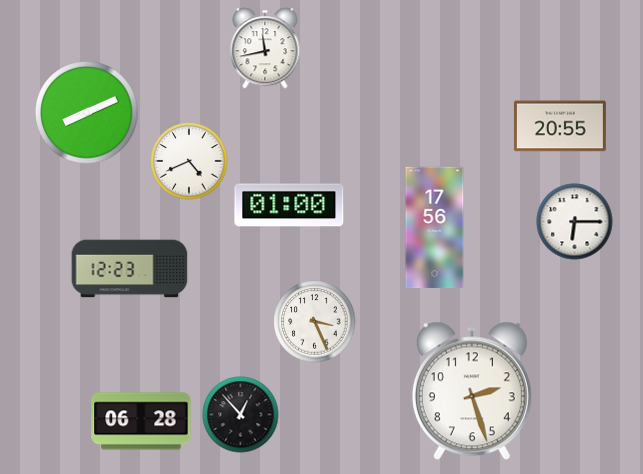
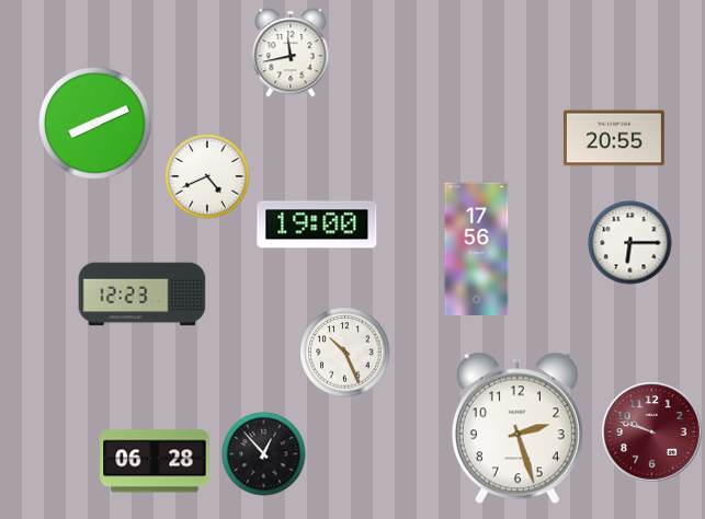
clock at (289, 205): 01:00 -> 19:00
clock at (315, 322): 3:26 -> 10:26
clock at (652, 432): none -> 9:48
